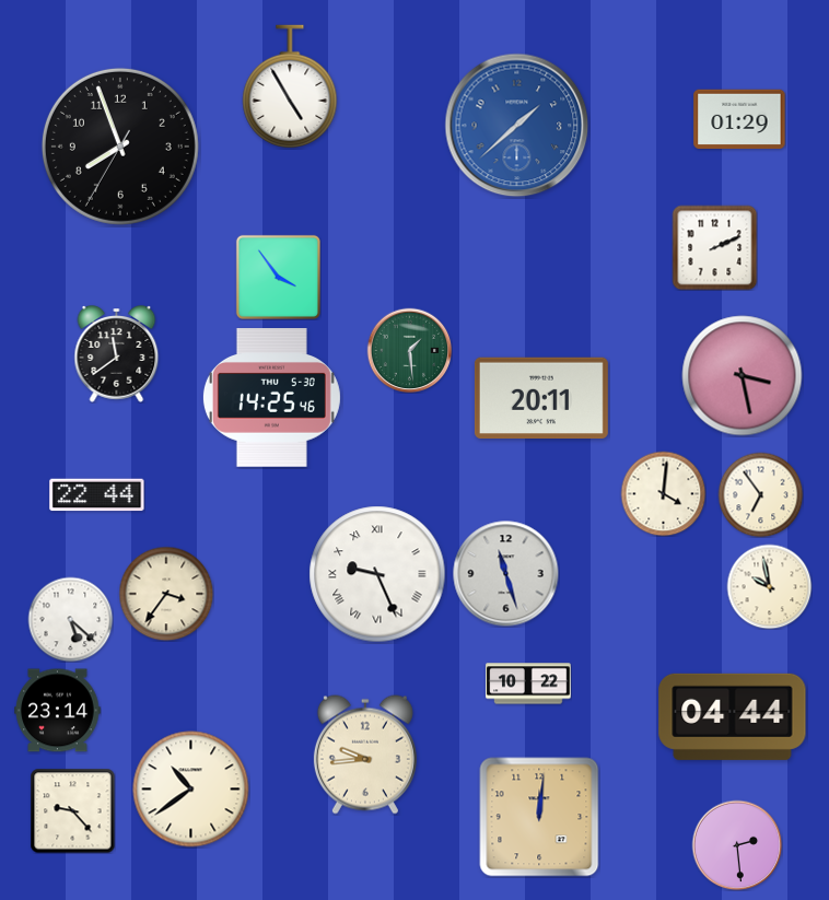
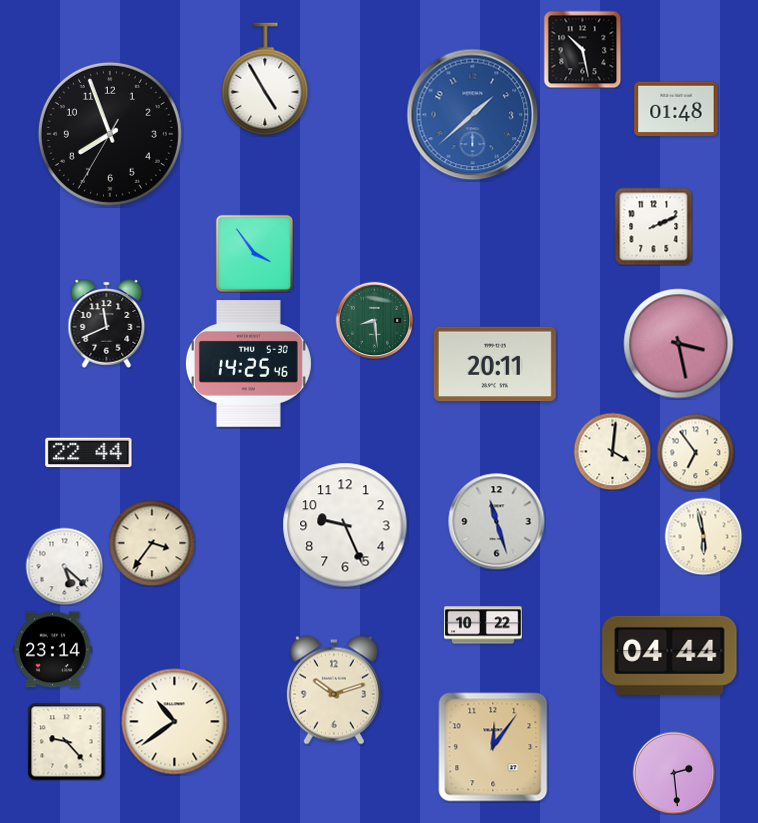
clock at (582, 49): none -> 10:28
clock at (739, 119): 01:29 -> 01:48
clock at (409, 350): 1:29 -> 8:29
clock at (117, 354): 11:39 -> 11:41
clock at (663, 493) position: (663, 493) -> (612, 451)
clock at (377, 574) numerals: Roman -> Arabic
clock at (506, 574) position: (506, 574) -> (497, 522)
clock at (769, 586): 9:58 -> 5:58
clock at (365, 755): 9:44 -> 10:12
clock at (539, 817): 12:01 -> 12:06
